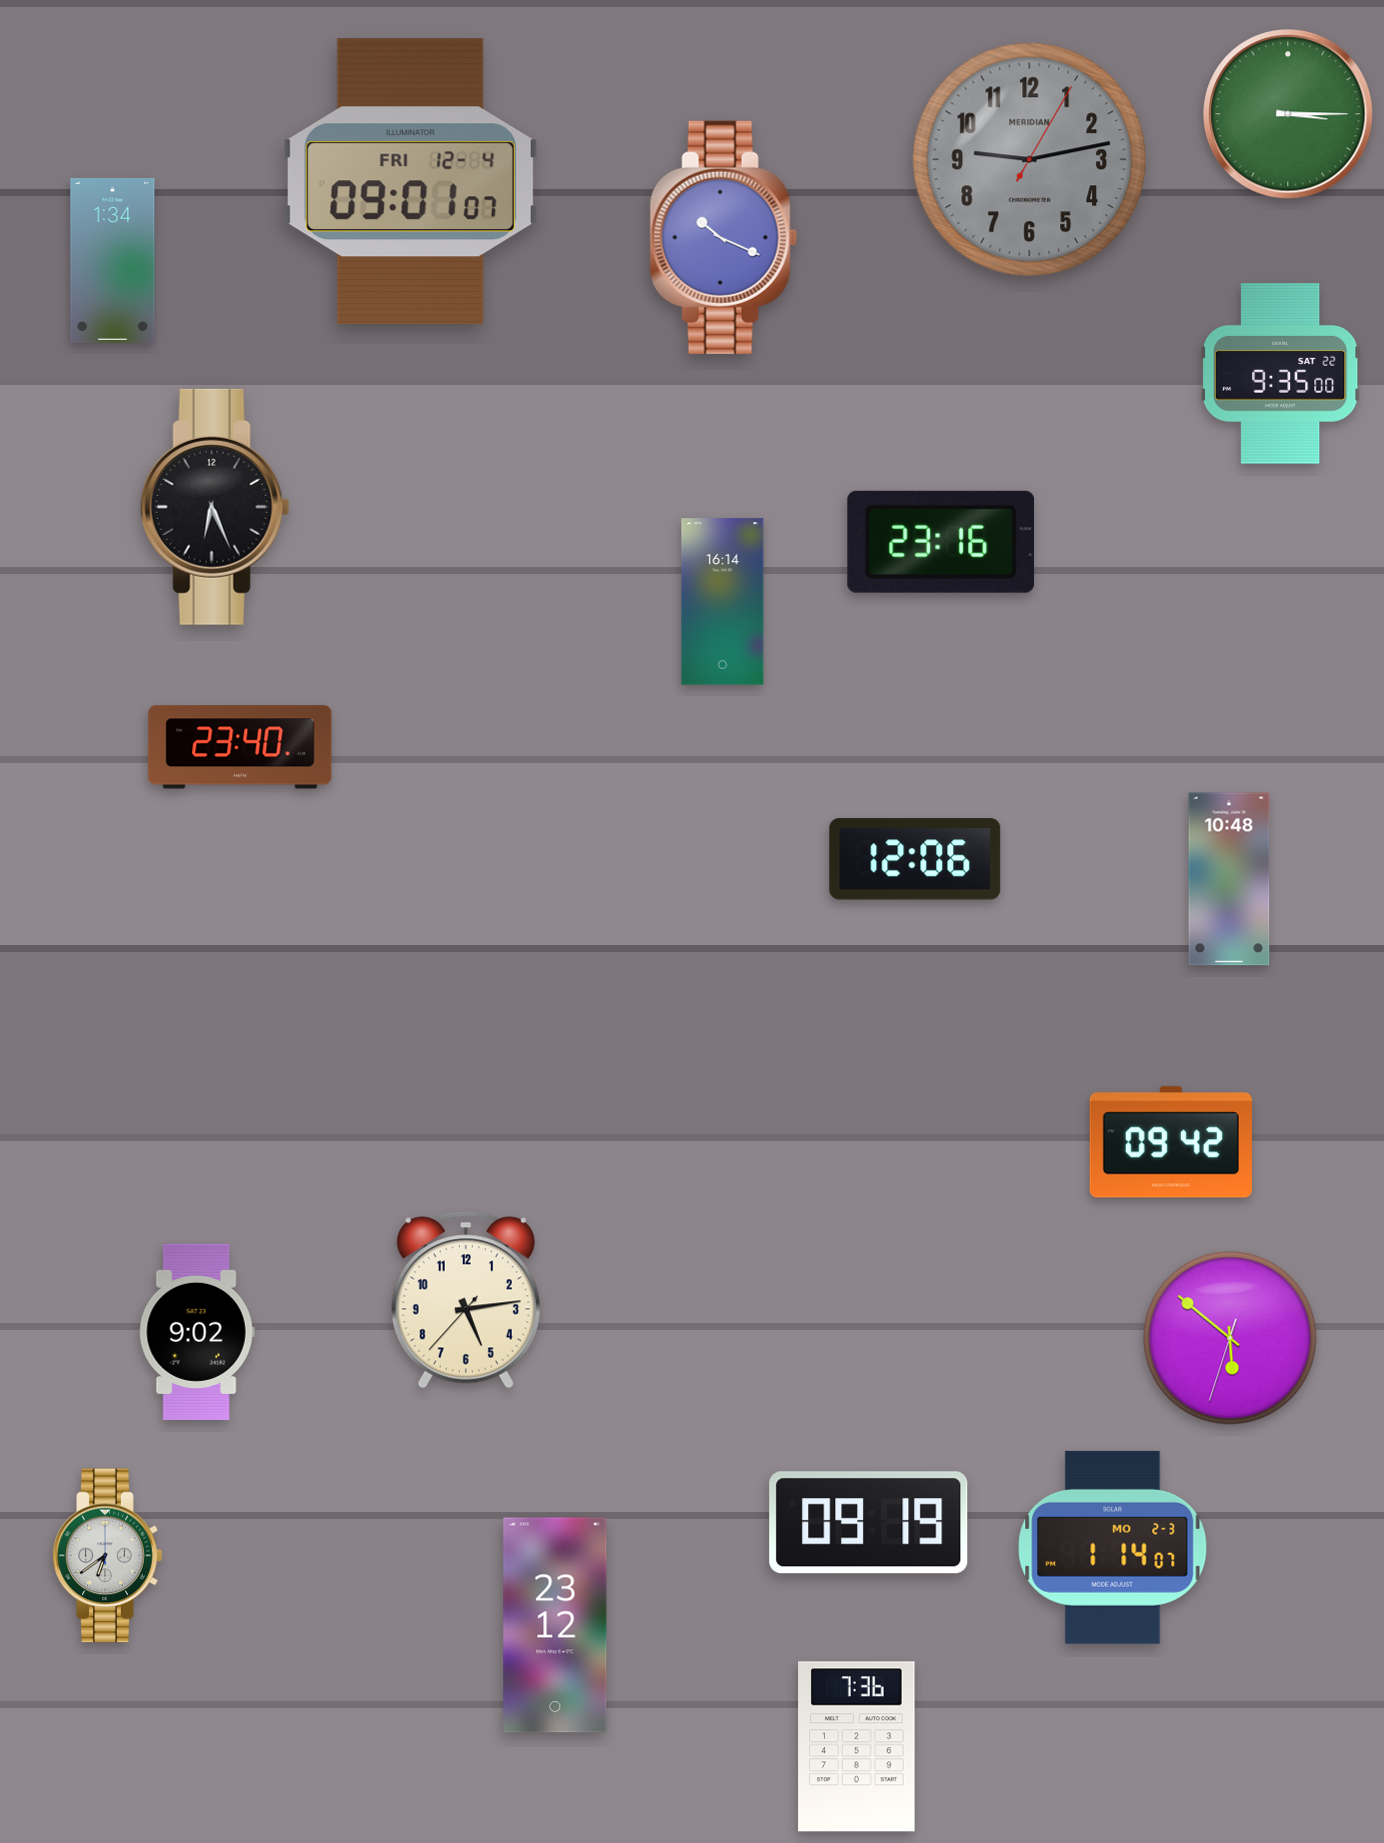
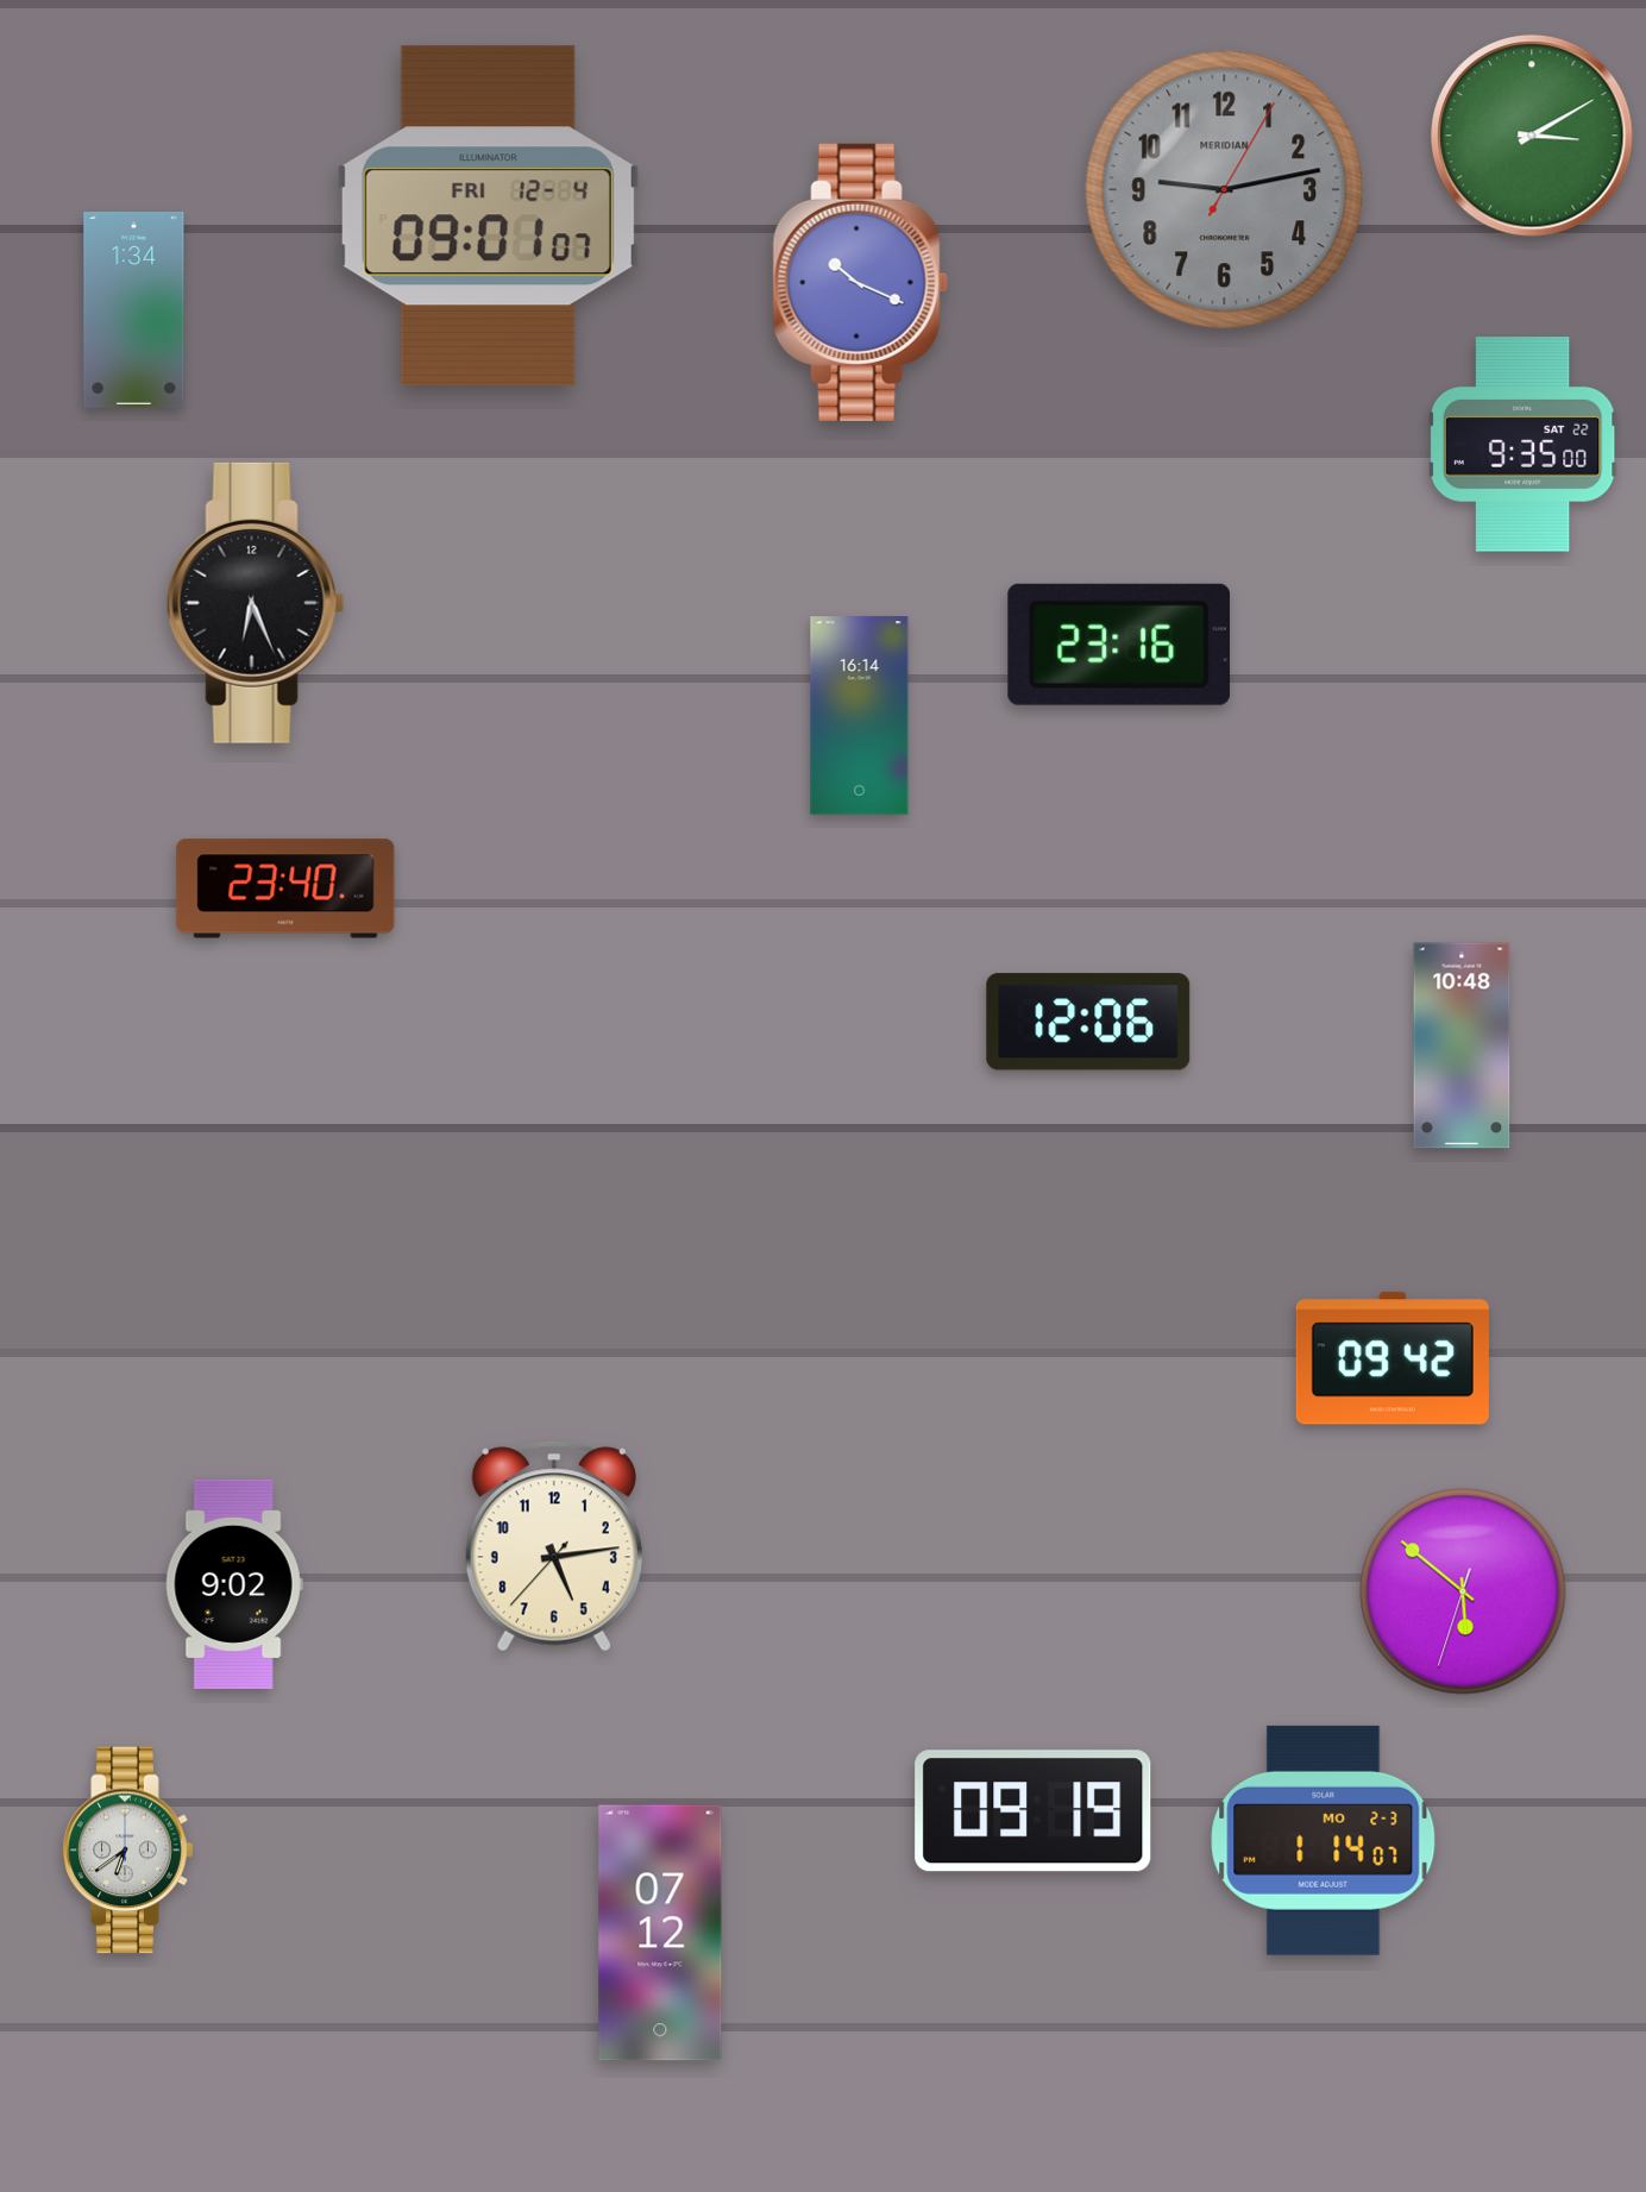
clock at (1288, 114): 3:15 -> 3:10
clock at (555, 1625): 23:12 -> 07:12
clock at (857, 1747): 7:36 -> none
